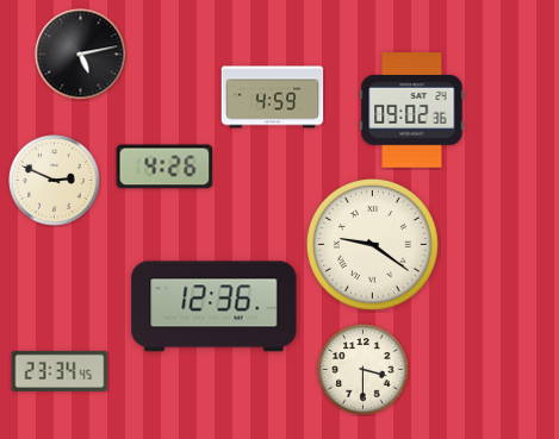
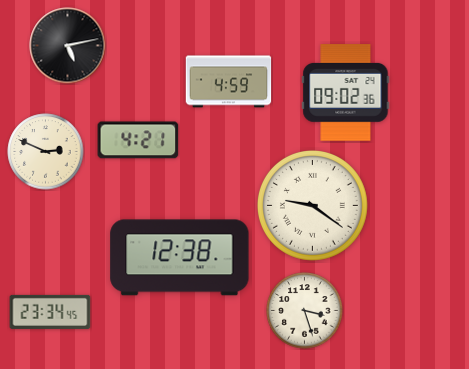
clock at (164, 167): 4:26 -> 4:21
clock at (215, 307): 12:36 -> 12:38
clock at (364, 370): 3:30 -> 3:27
